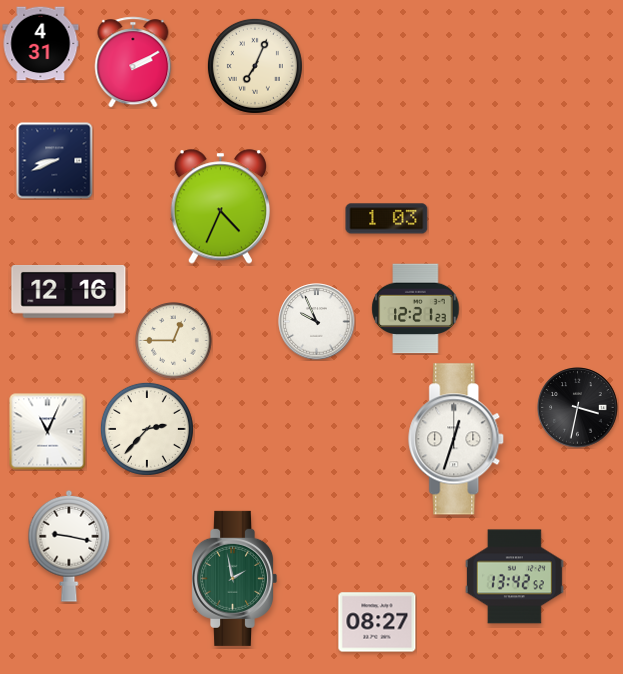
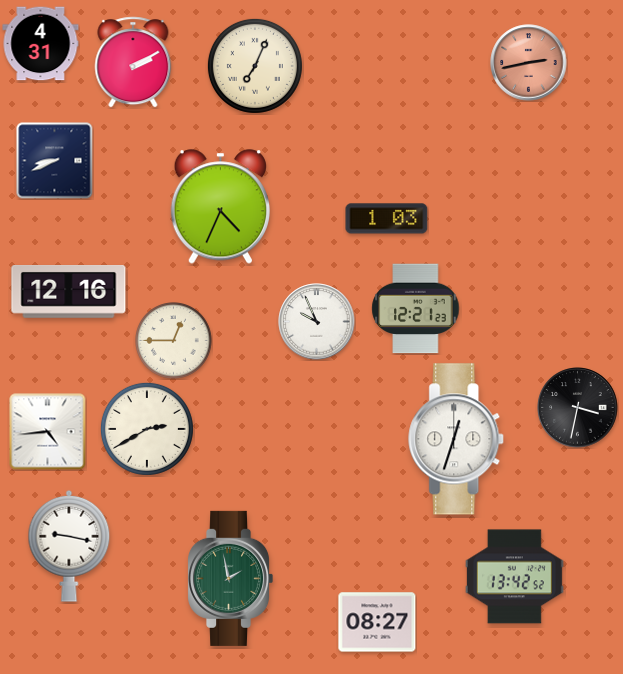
clock at (529, 63): none -> 2:43
clock at (147, 429): 2:37 -> 2:40
clock at (48, 432): 11:04 -> 4:44
clock at (235, 578) position: (235, 578) -> (231, 578)
